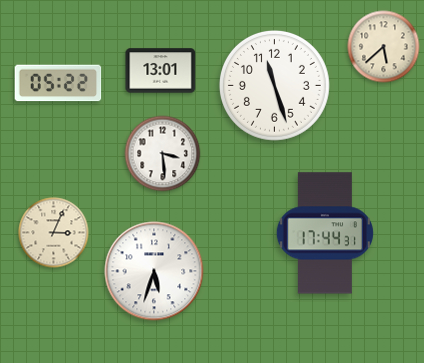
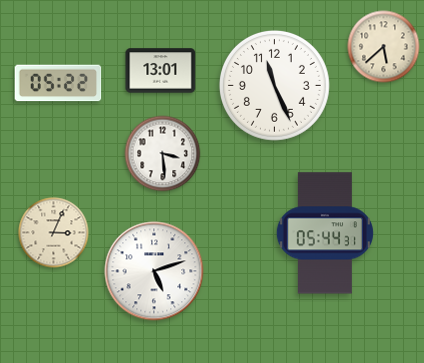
clock at (274, 85): 11:27 -> 11:26
clock at (325, 233): 17:44 -> 05:44
clock at (154, 271): 5:33 -> 5:12
